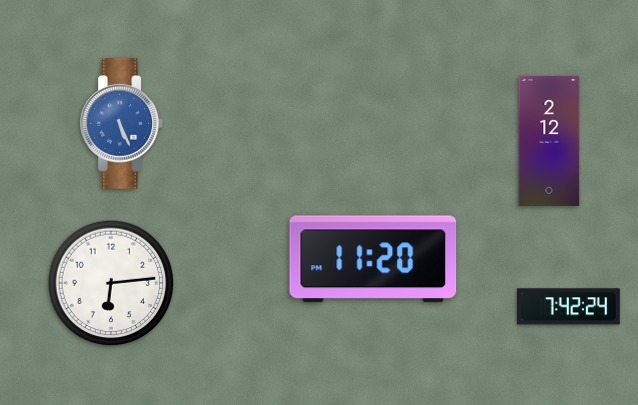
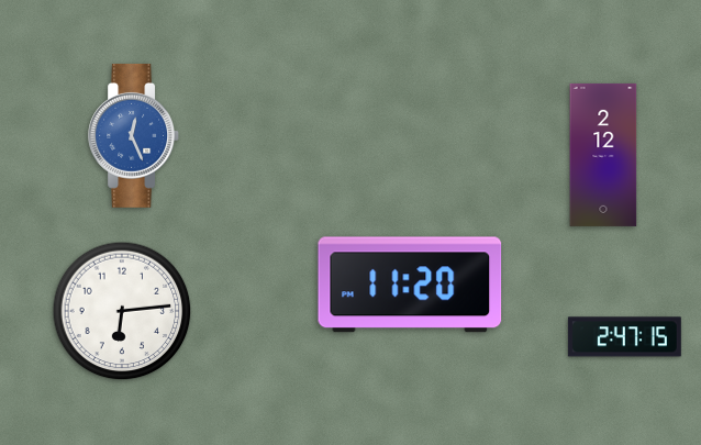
clock at (122, 123): 5:26 -> 12:26
clock at (568, 307): 7:42 -> 2:47
